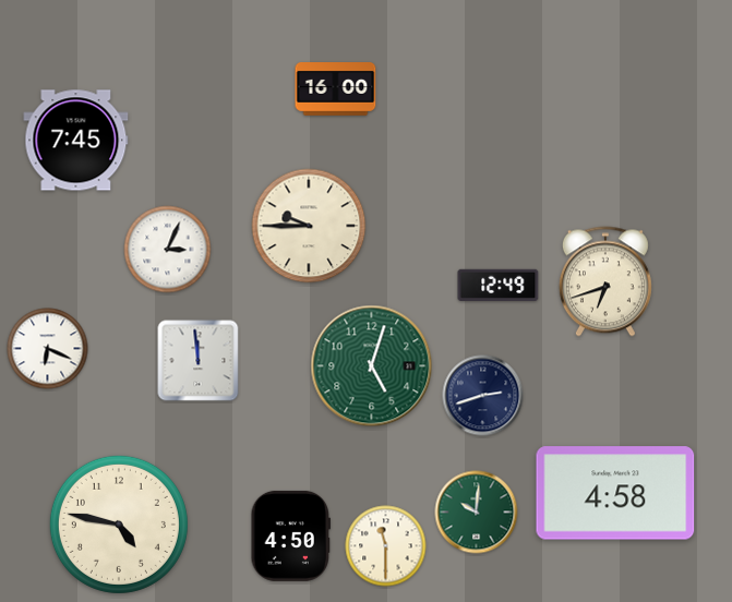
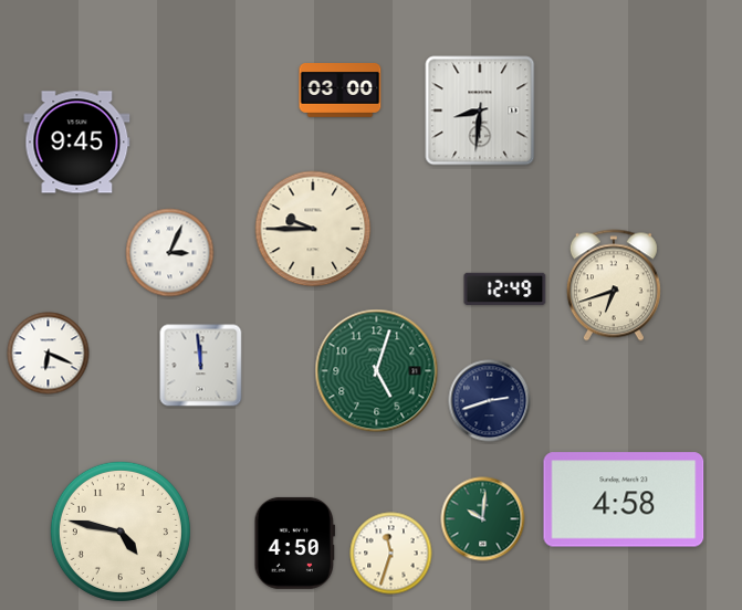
clock at (336, 89): 16:00 -> 03:00
clock at (480, 111): none -> 8:31
clock at (76, 141): 7:45 -> 9:45
clock at (386, 546): 11:30 -> 11:33
